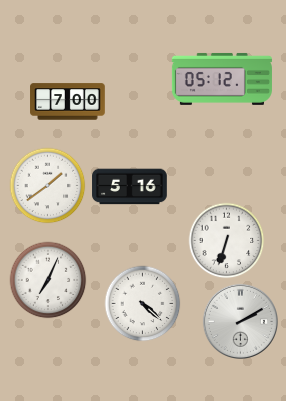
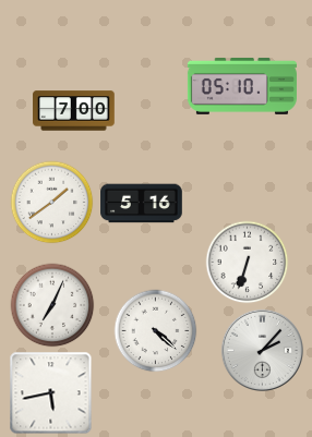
clock at (222, 79): 05:12 -> 05:10
clock at (240, 321): 2:10 -> 2:07
clock at (51, 393): none -> 5:43
